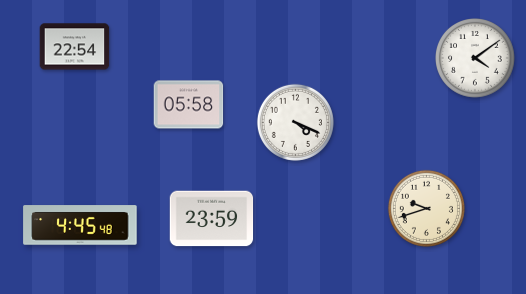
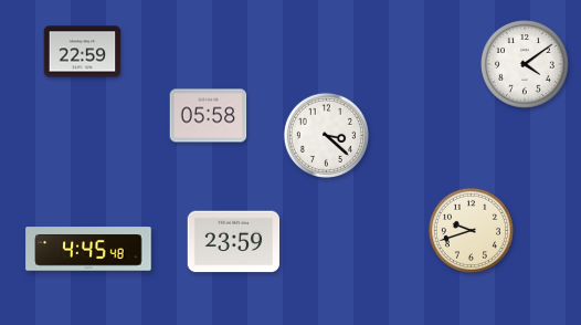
clock at (75, 47): 22:54 -> 22:59
clock at (295, 122): 4:19 -> 3:22
